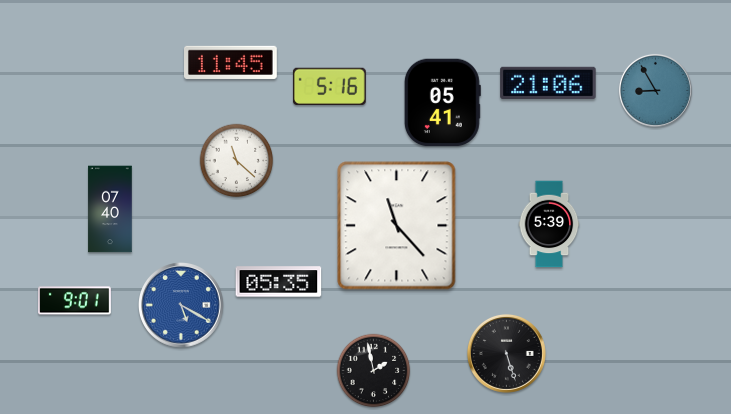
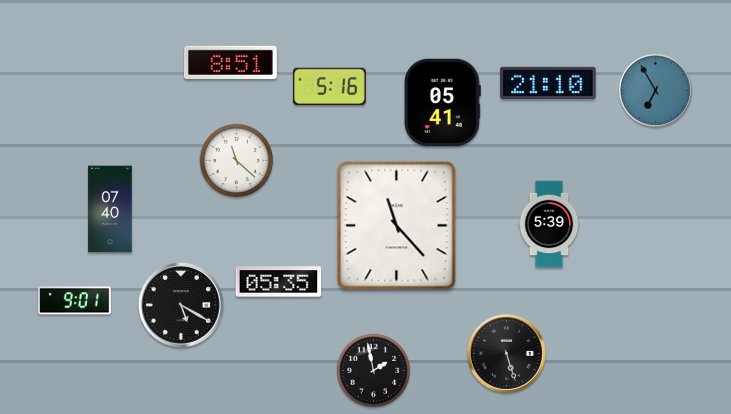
clock at (231, 62): 11:45 -> 8:51
clock at (548, 82): 21:06 -> 21:10
clock at (655, 90): 8:55 -> 6:55
clock at (182, 306) dial: blue -> black
